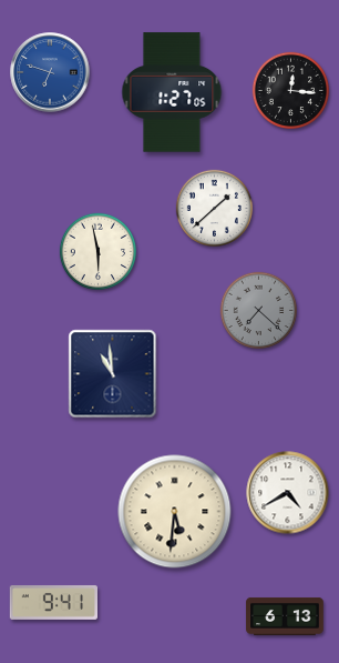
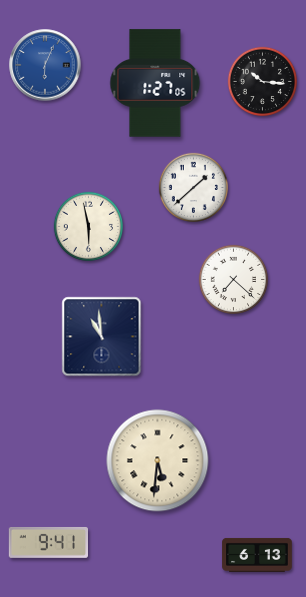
clock at (50, 72): 6:48 -> 6:04
clock at (290, 90): 12:16 -> 10:16
clock at (258, 310) dial: grey -> white
clock at (288, 493): 4:40 -> none
